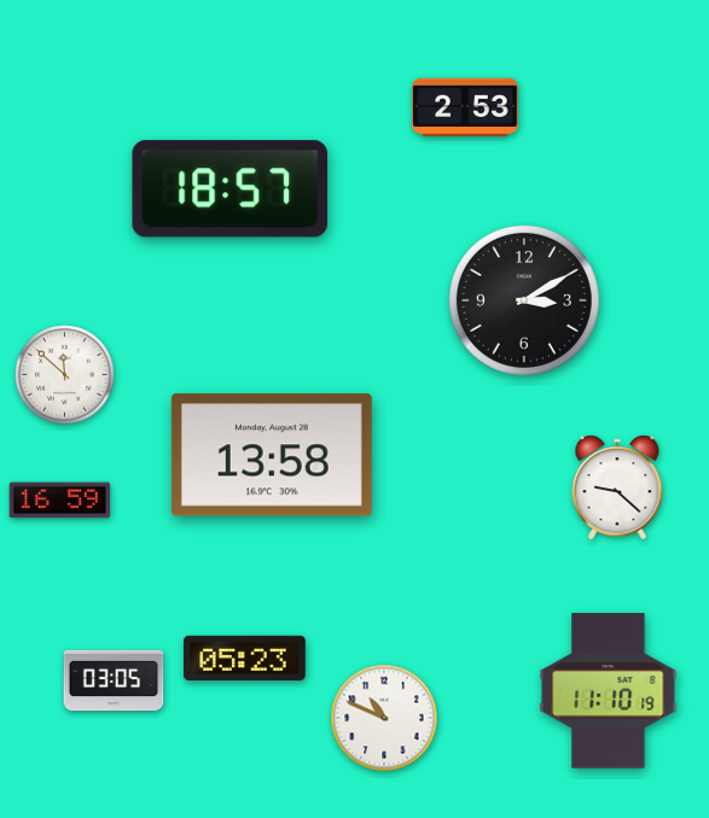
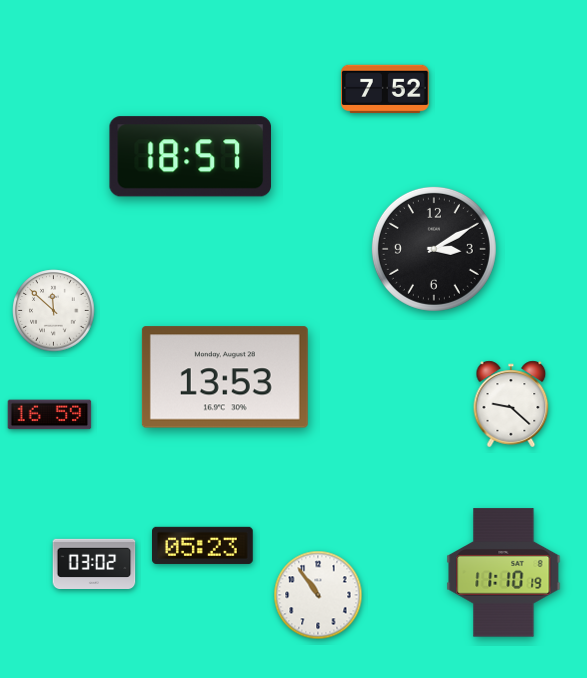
clock at (465, 107): 2:53 -> 7:52
clock at (272, 455): 13:58 -> 13:53
clock at (114, 679): 03:05 -> 03:02
clock at (384, 718): 10:49 -> 10:54
